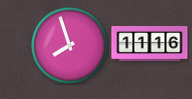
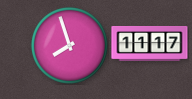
clock at (150, 43): 11:16 -> 11:17
